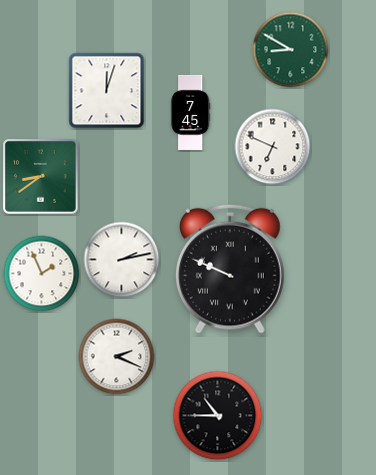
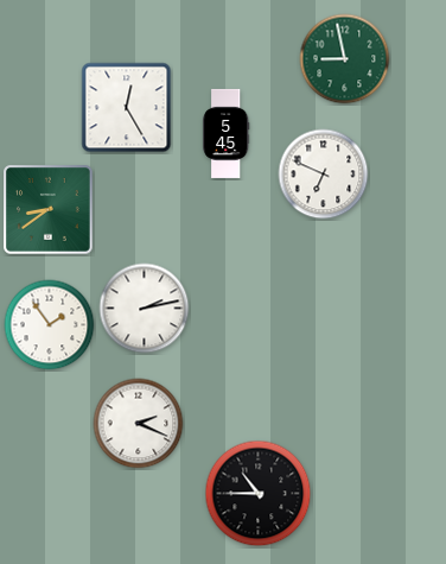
clock at (291, 50): 8:50 -> 8:58
clock at (107, 91): 12:03 -> 12:25
clock at (191, 112): 7:45 -> 5:45
clock at (230, 269): 9:49 -> none
clock at (42, 274): 1:56 -> 1:54
